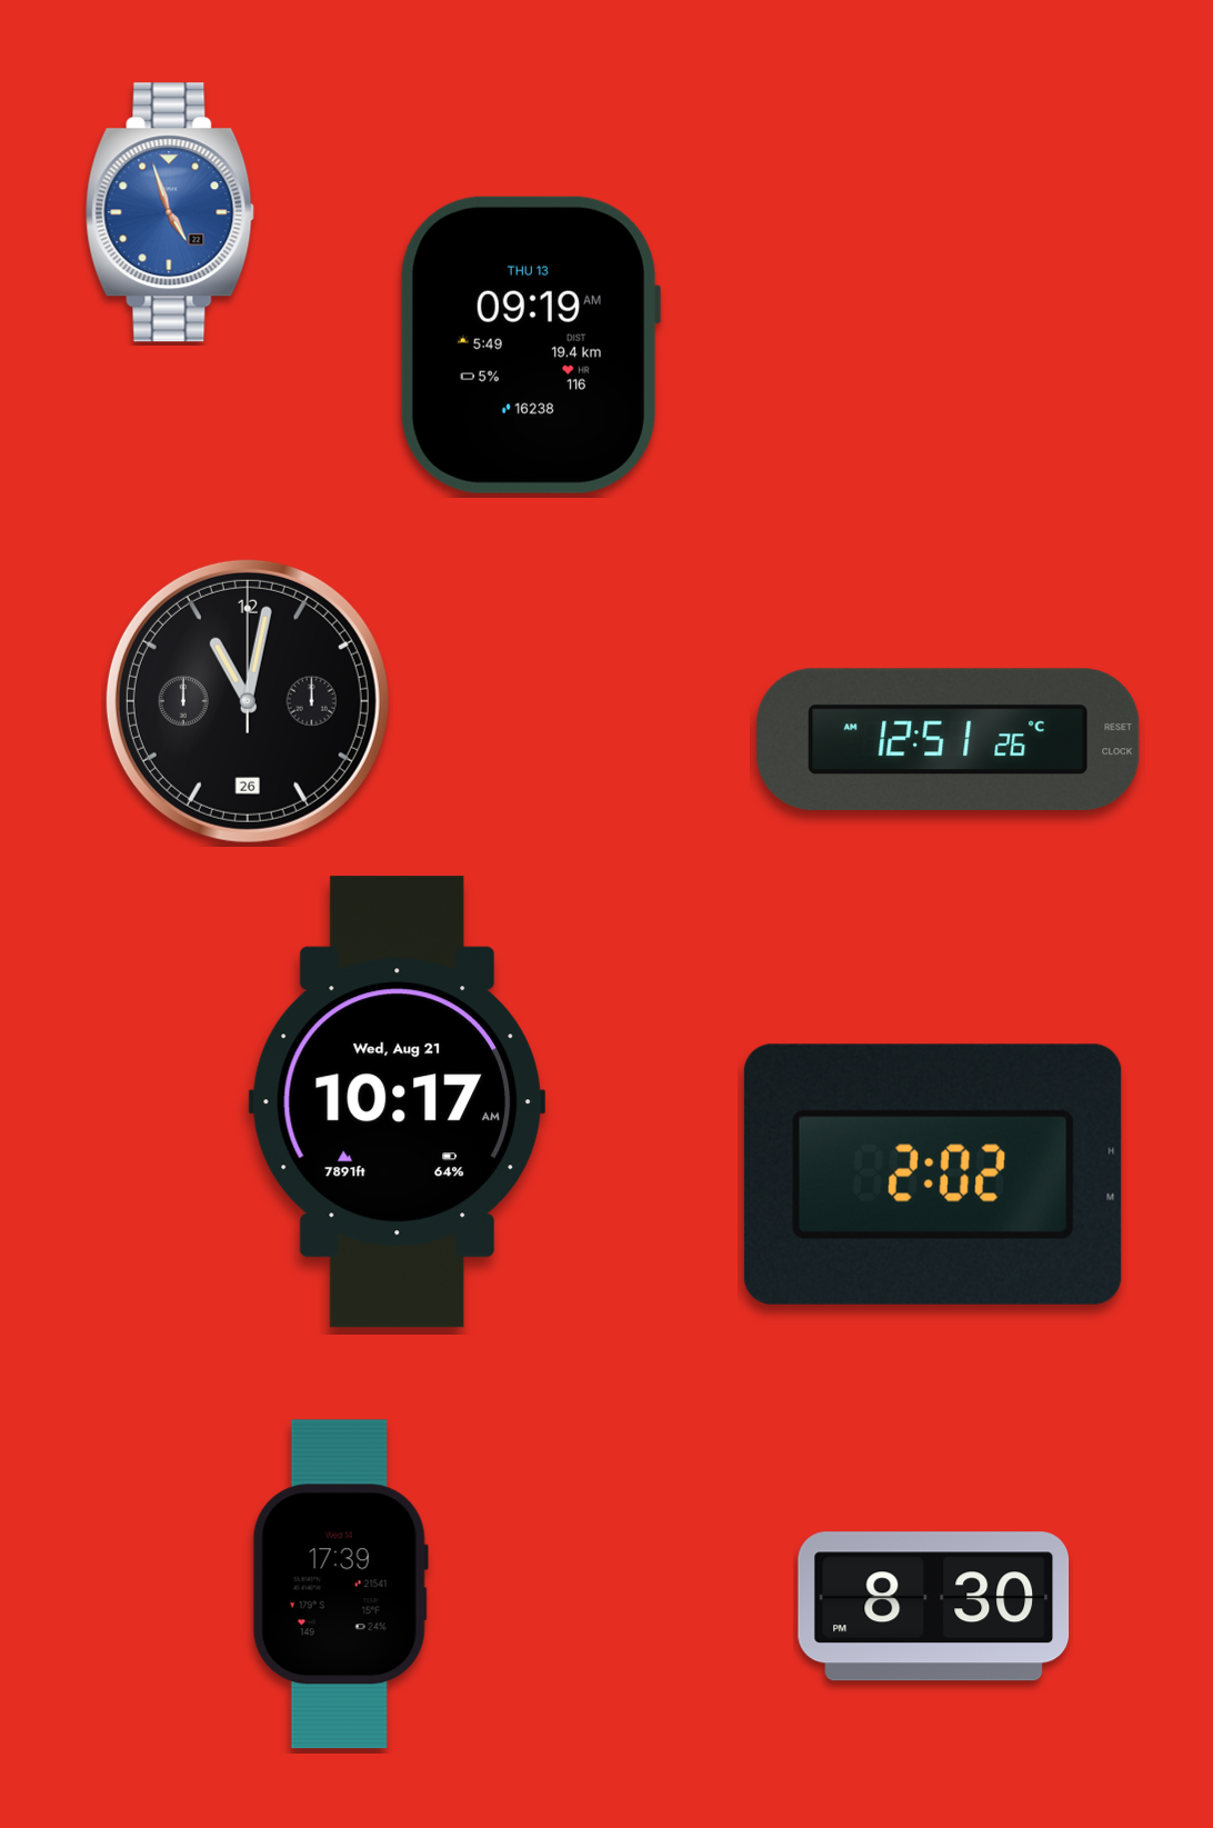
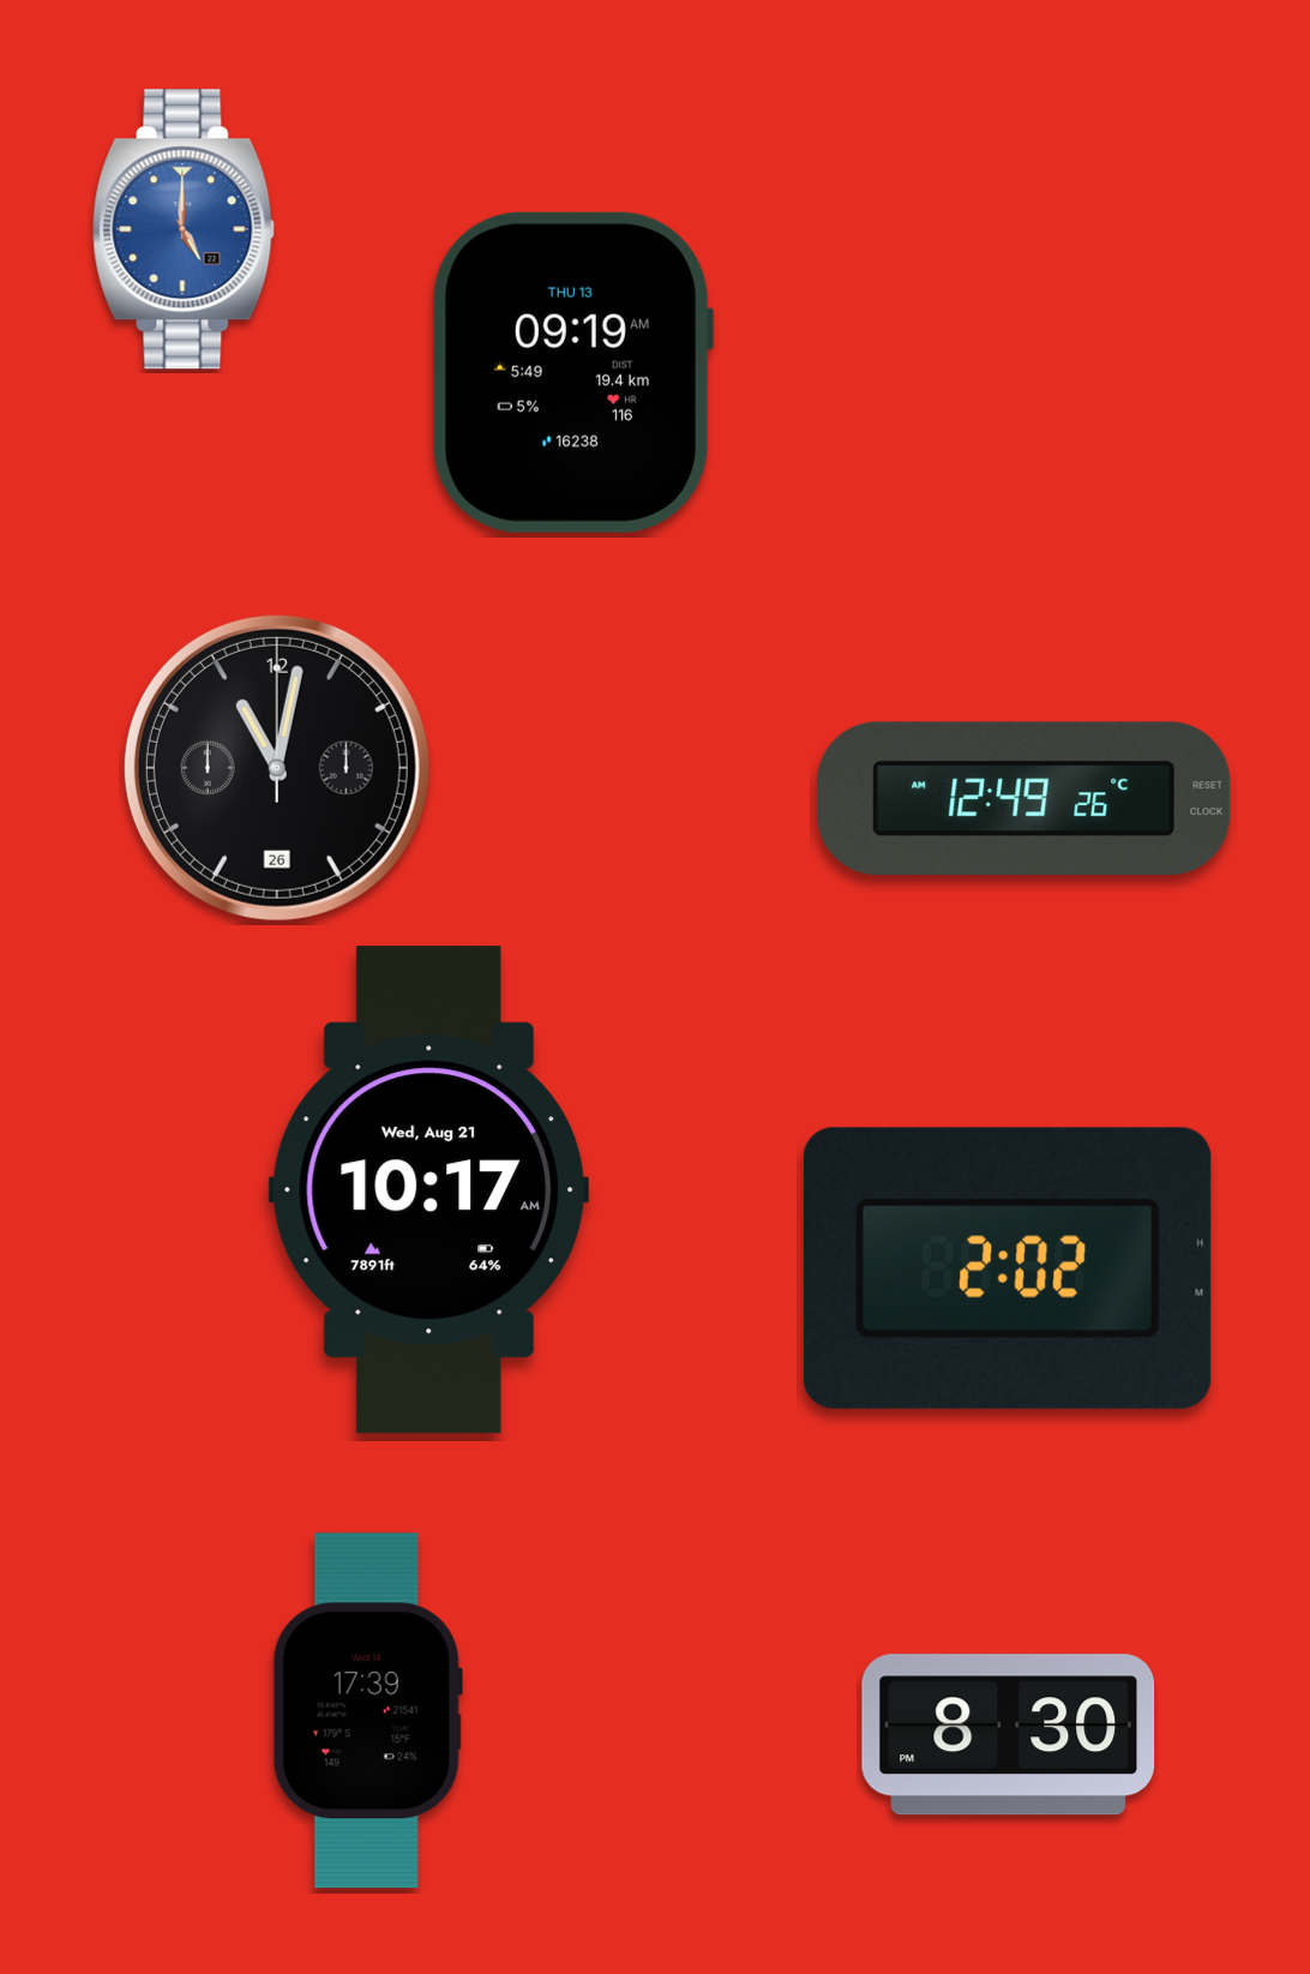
clock at (170, 212): 4:57 -> 5:00
clock at (248, 701) position: (248, 701) -> (277, 768)
clock at (949, 739): 12:51 -> 12:49
